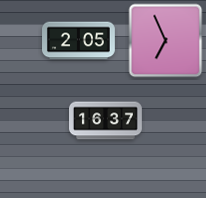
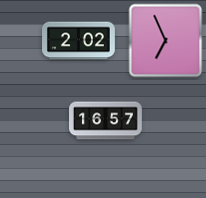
clock at (79, 41): 2:05 -> 2:02
clock at (106, 121): 16:37 -> 16:57
